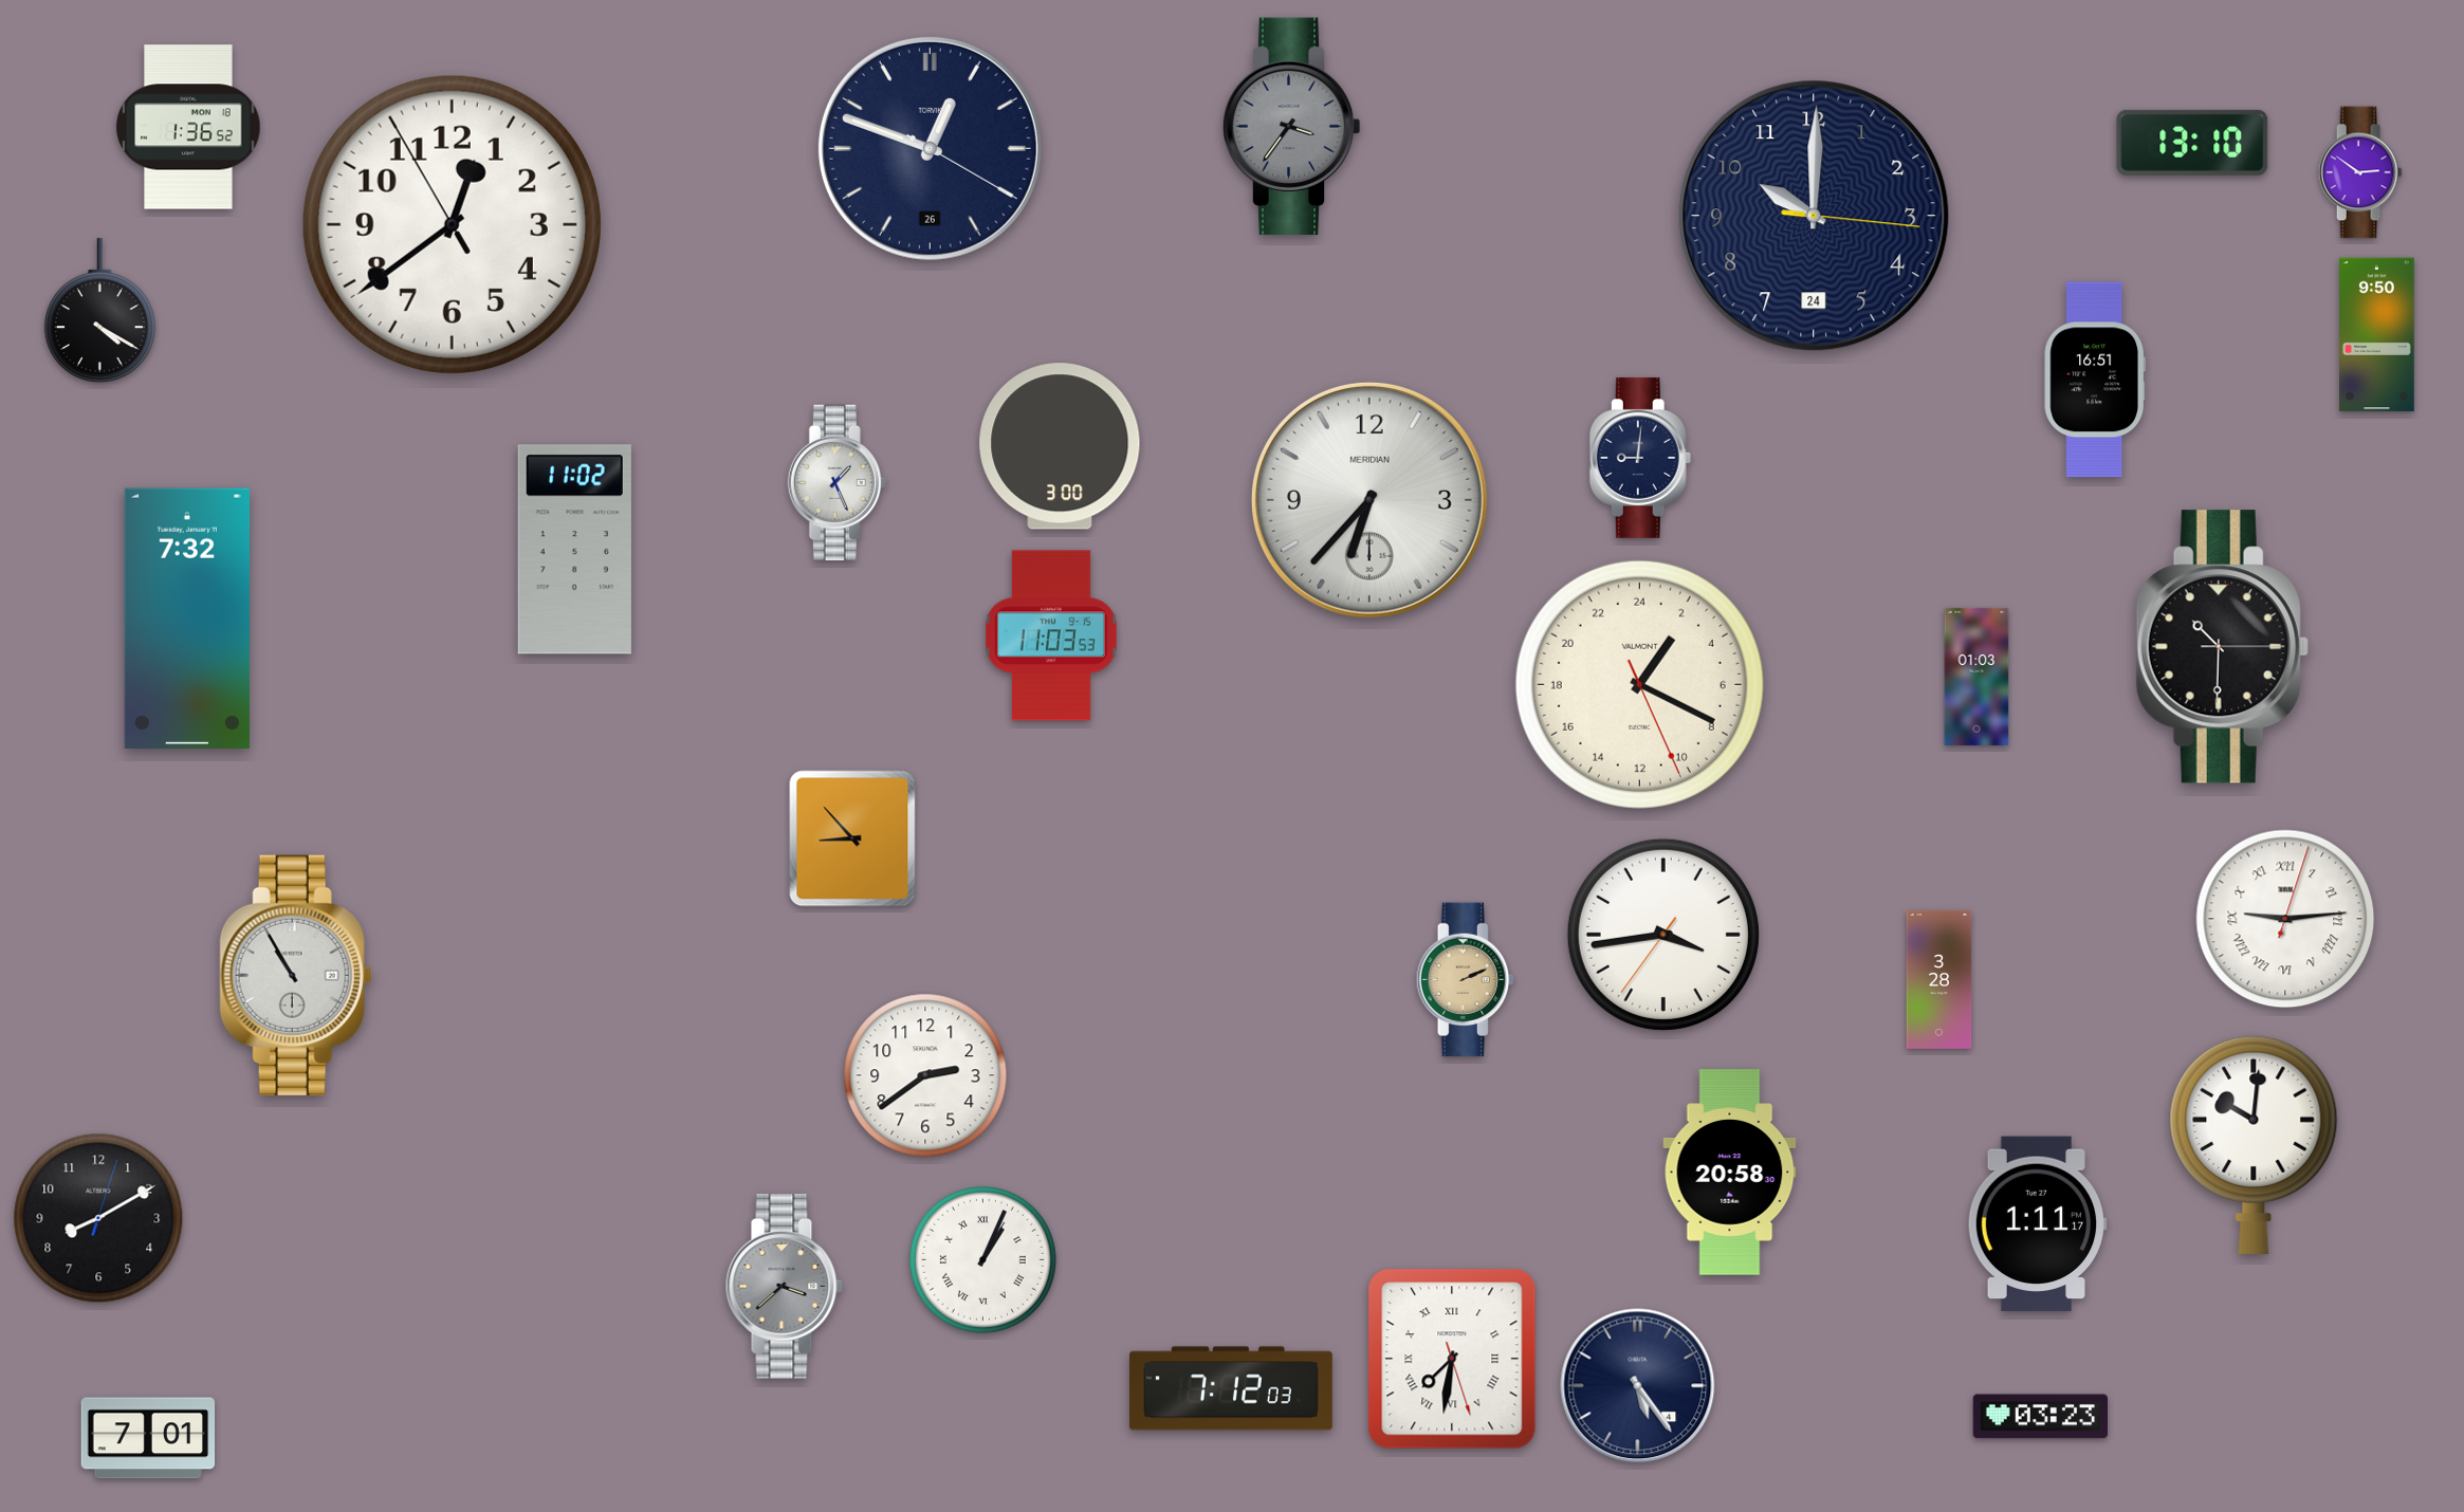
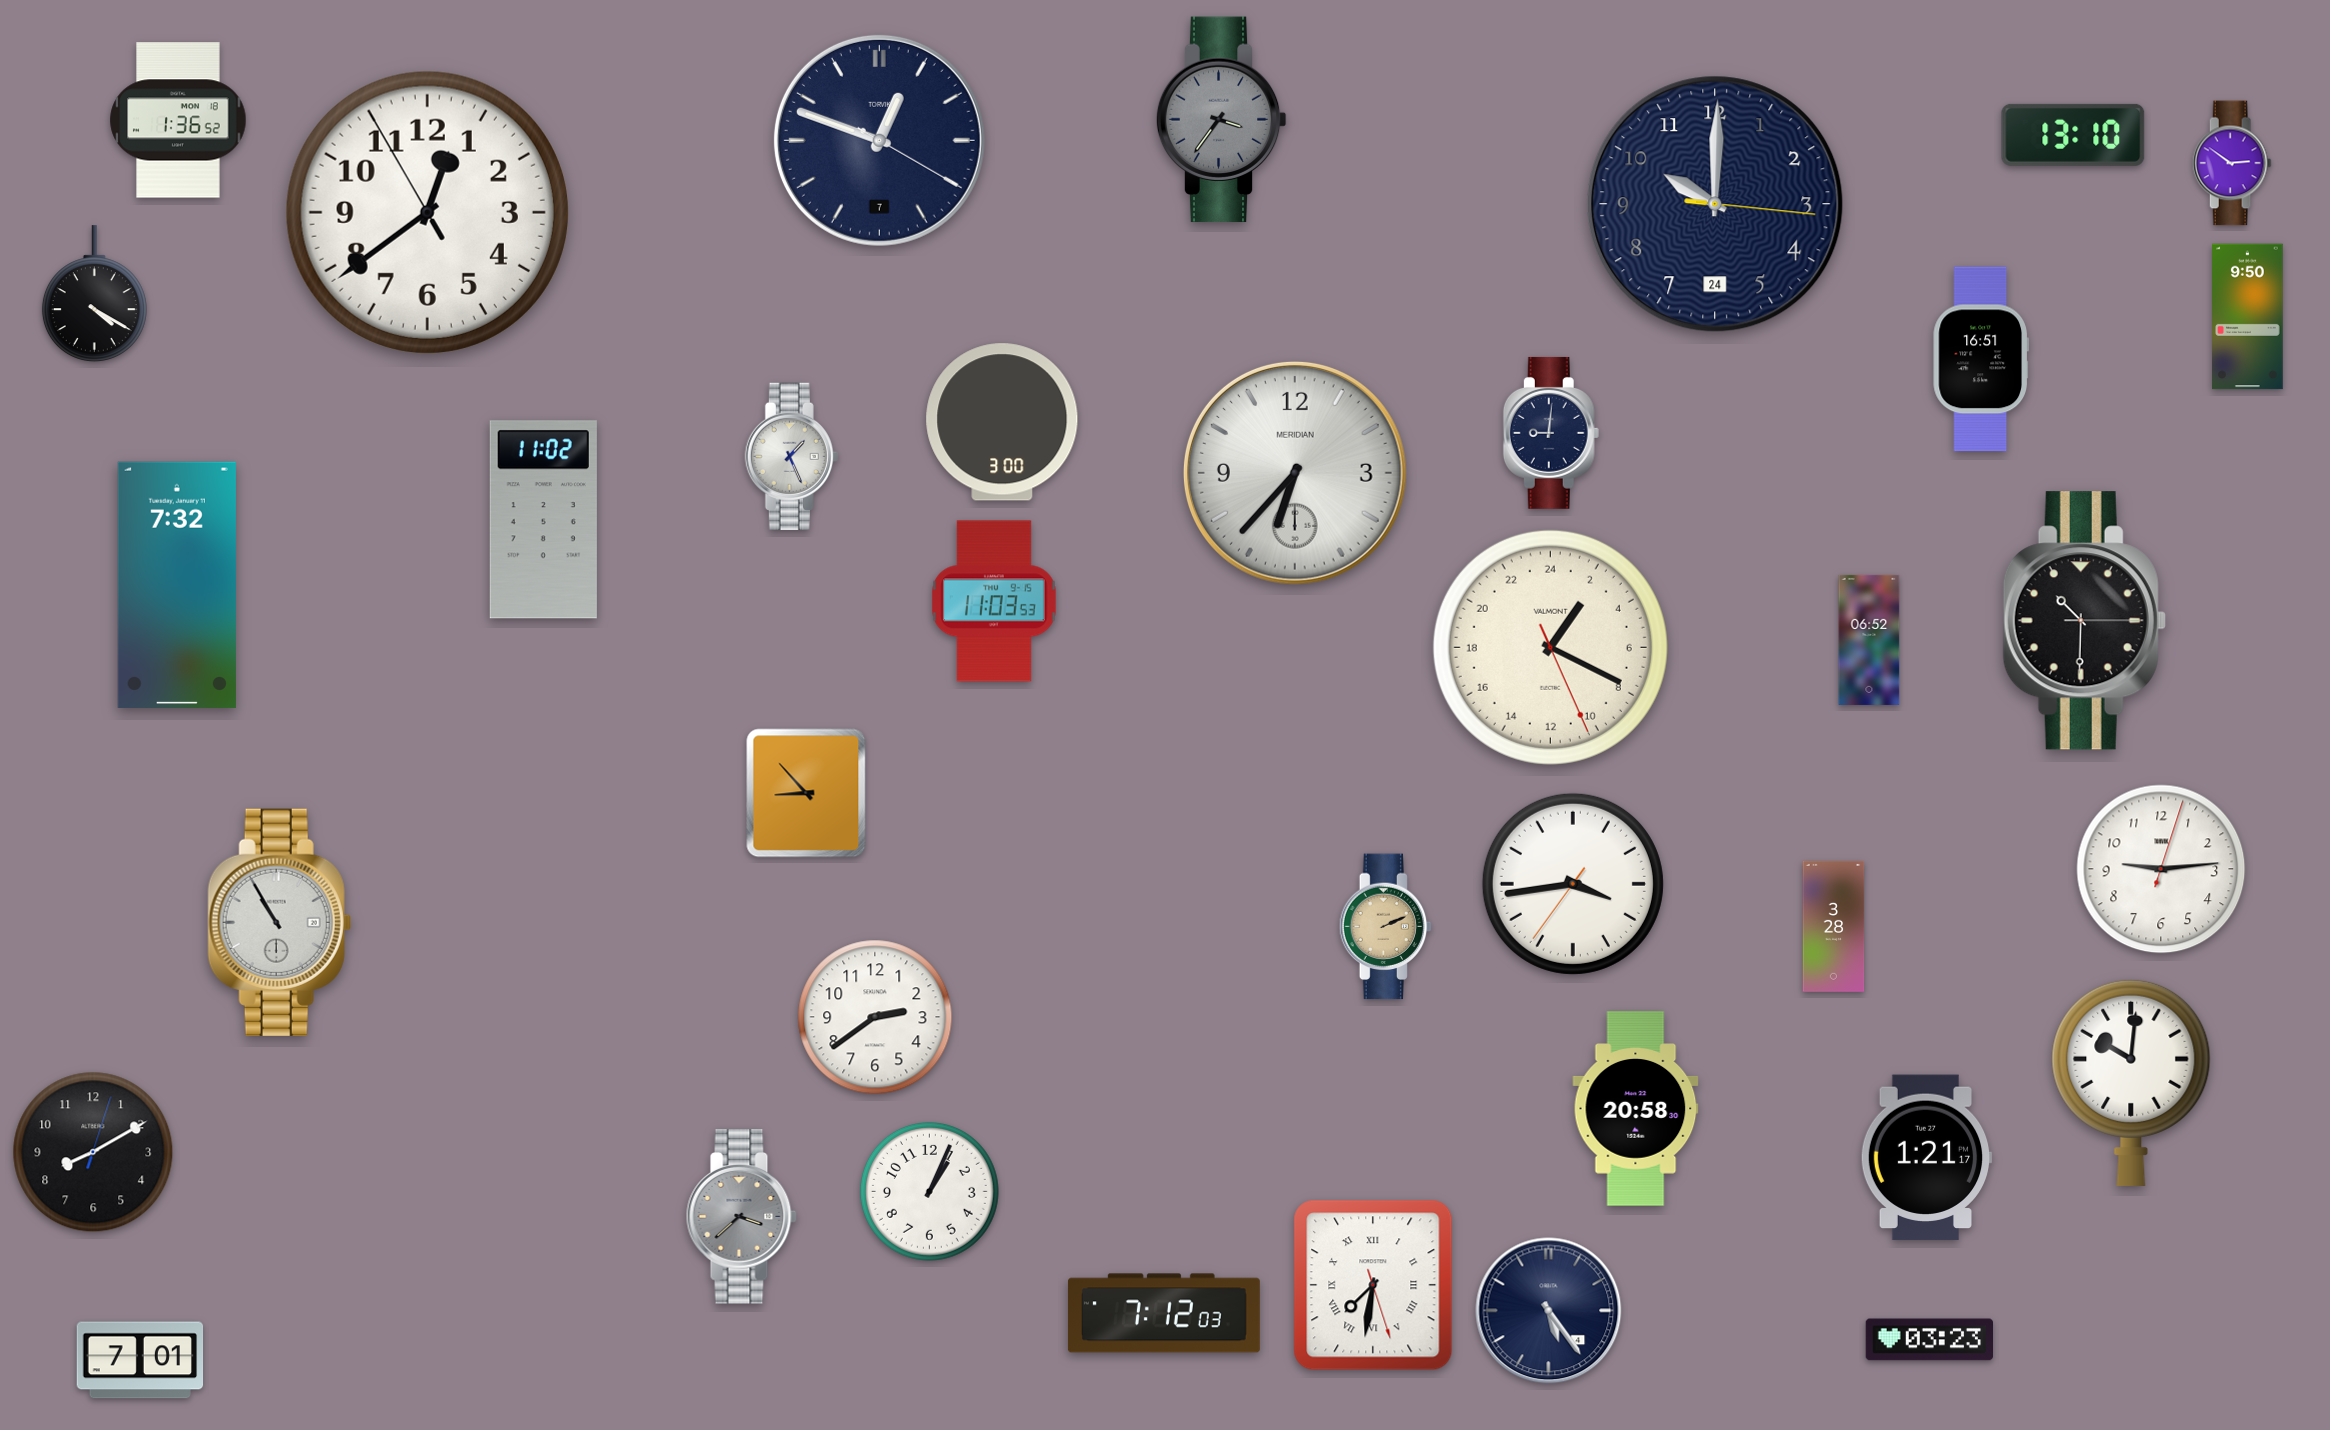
clock at (930, 148) date: 26 -> 7
clock at (2222, 647) position: (2222, 647) -> (2084, 621)
clock at (1976, 677): 01:03 -> 06:52
clock at (2285, 919) numerals: Roman -> Arabic
clock at (2037, 1224): 1:11 -> 1:21
clock at (982, 1259) numerals: Roman -> Arabic
